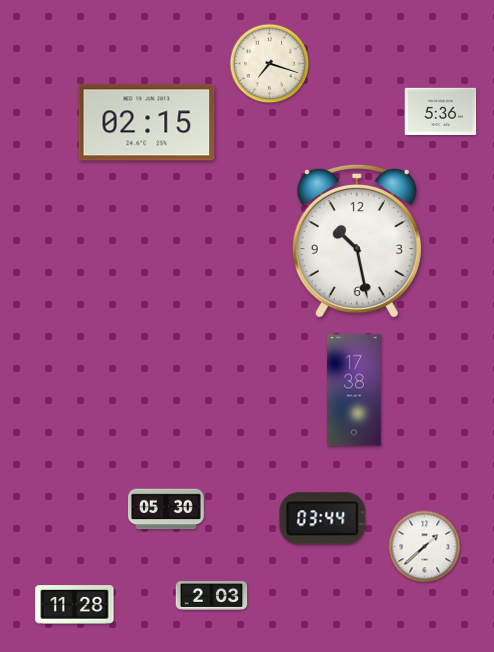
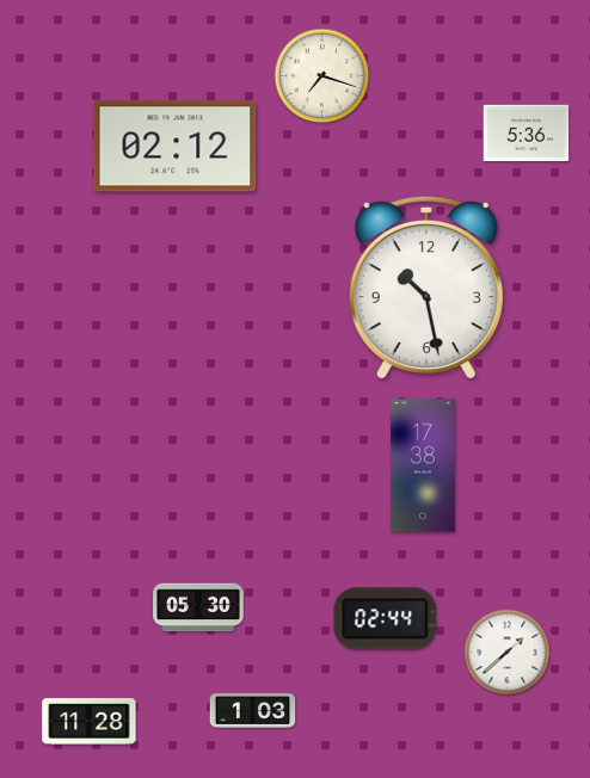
clock at (147, 123): 02:15 -> 02:12
clock at (323, 519): 03:44 -> 02:44
clock at (212, 596): 2:03 -> 1:03
